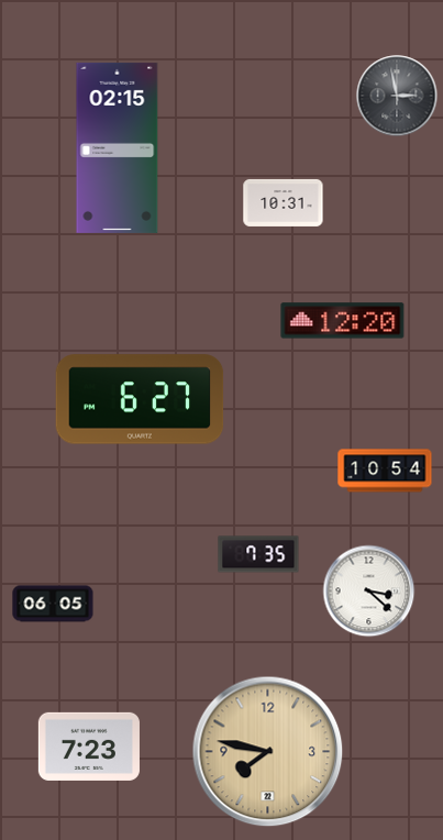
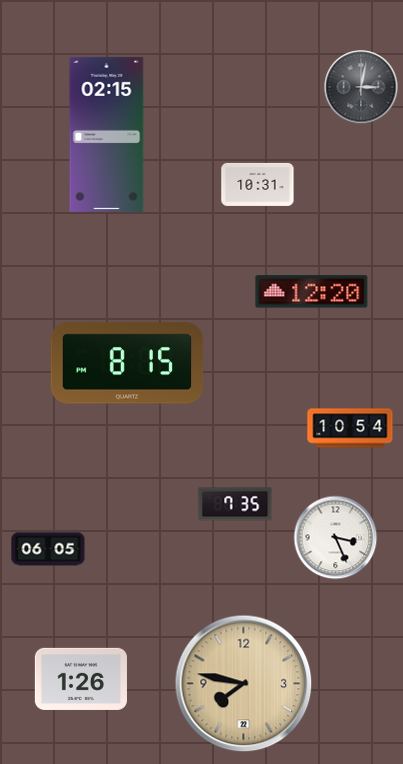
clock at (397, 96): 2:58 -> 3:02
clock at (140, 399): 6:27 -> 8:15
clock at (369, 592): 3:22 -> 3:26
clock at (89, 747): 7:23 -> 1:26
